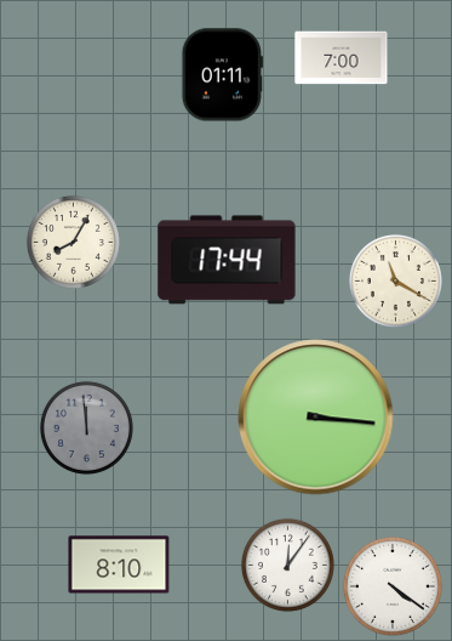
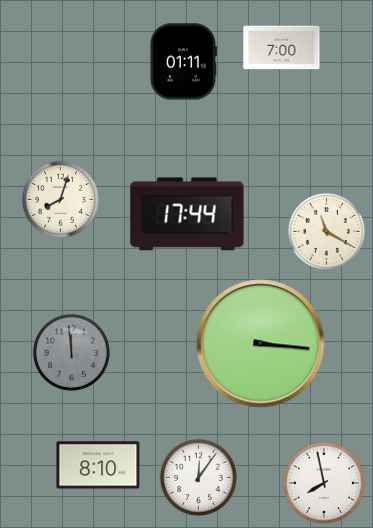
clock at (73, 242): 8:05 -> 8:03
clock at (287, 565) position: (287, 565) -> (198, 477)
clock at (393, 586): 4:21 -> 7:58
